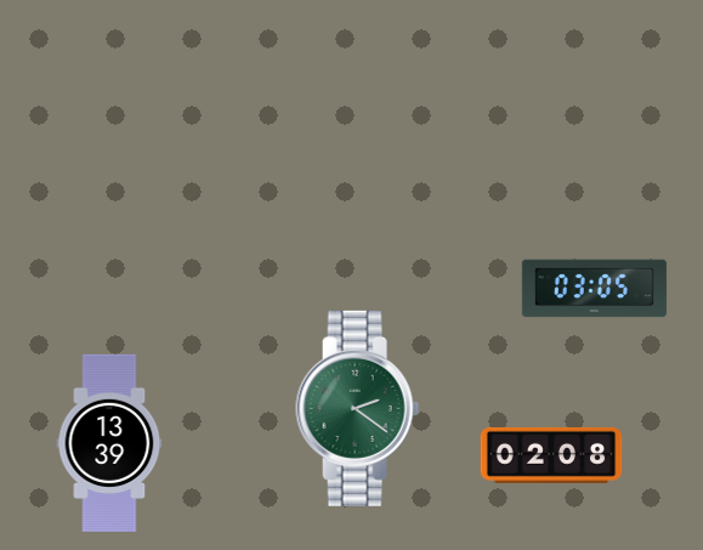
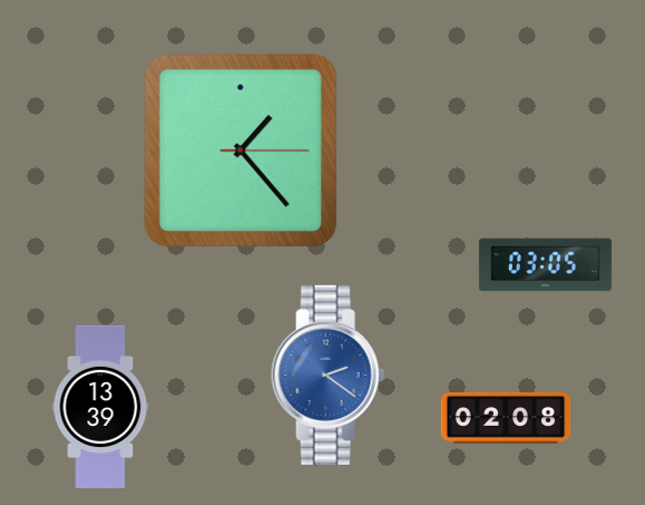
clock at (241, 150): none -> 1:23
clock at (358, 408) dial: green -> blue
